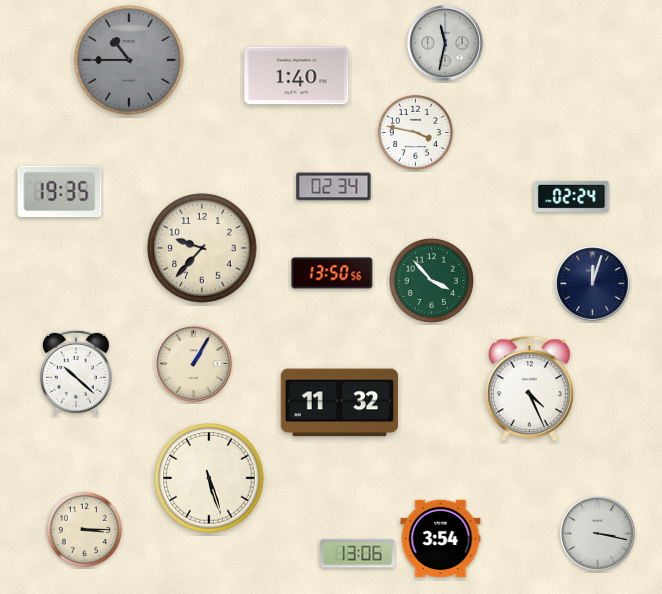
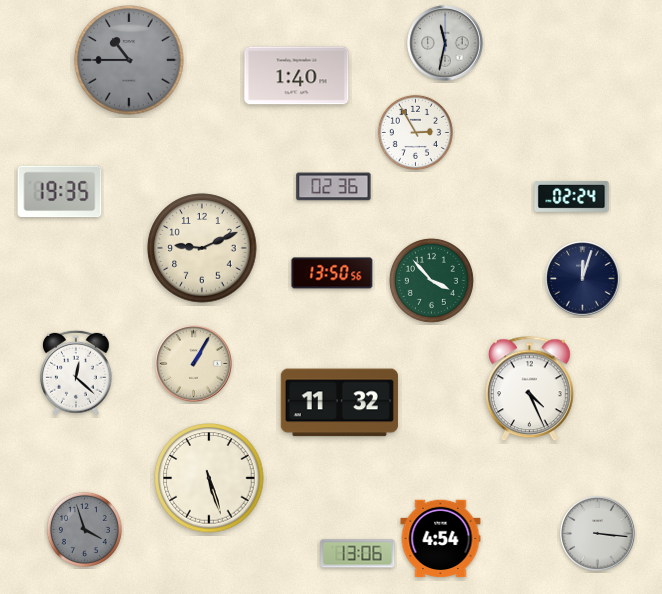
clock at (415, 132): 3:47 -> 2:55
clock at (334, 187): 02:34 -> 02:36
clock at (202, 248): 9:37 -> 9:11
clock at (593, 284) position: (593, 284) -> (583, 279)
clock at (76, 373): 10:22 -> 12:22
clock at (84, 529): 3:15 -> 3:57
clock at (84, 529) dial: cream -> grey
clock at (598, 534): 3:17 -> 3:16
clock at (441, 539): 3:54 -> 4:54
